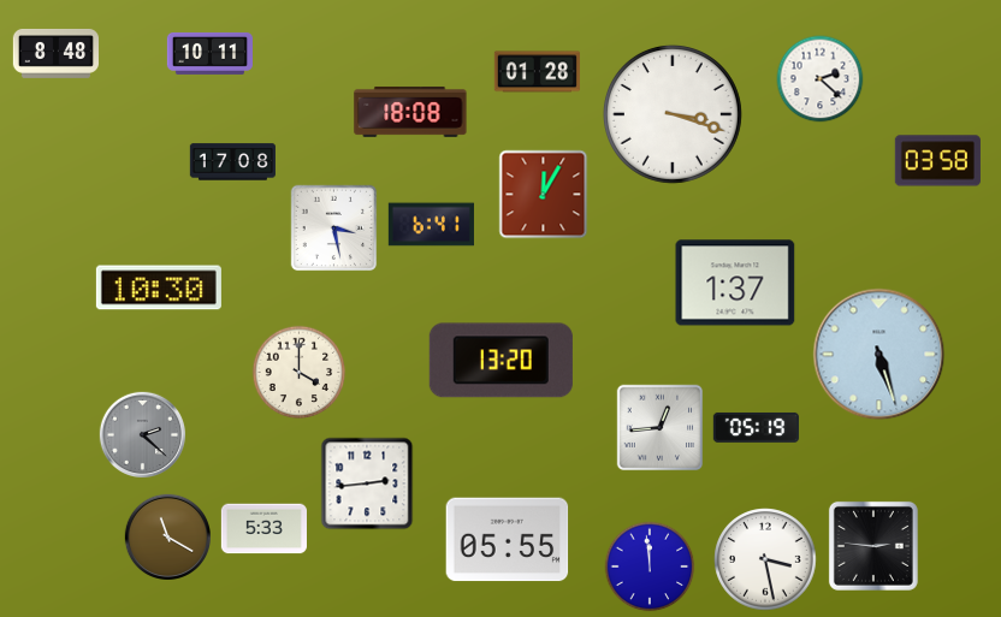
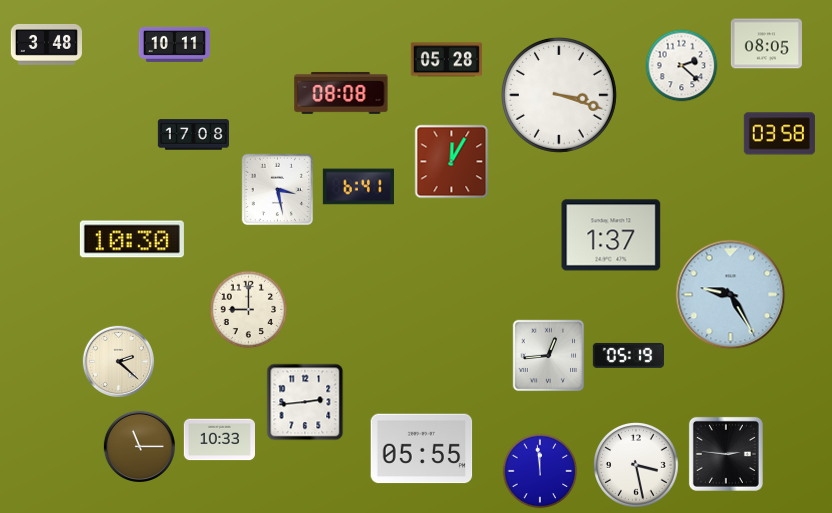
clock at (55, 53): 8:48 -> 3:48
clock at (766, 44): none -> 08:05
clock at (537, 72): 01:28 -> 05:28
clock at (410, 112): 18:08 -> 08:08
clock at (879, 355): 5:27 -> 9:25
clock at (500, 361): 13:20 -> none
clock at (300, 373): 4:00 -> 9:00
clock at (142, 434) dial: grey -> cream
clock at (263, 529): 5:33 -> 10:33
clock at (167, 536): 11:20 -> 11:15
